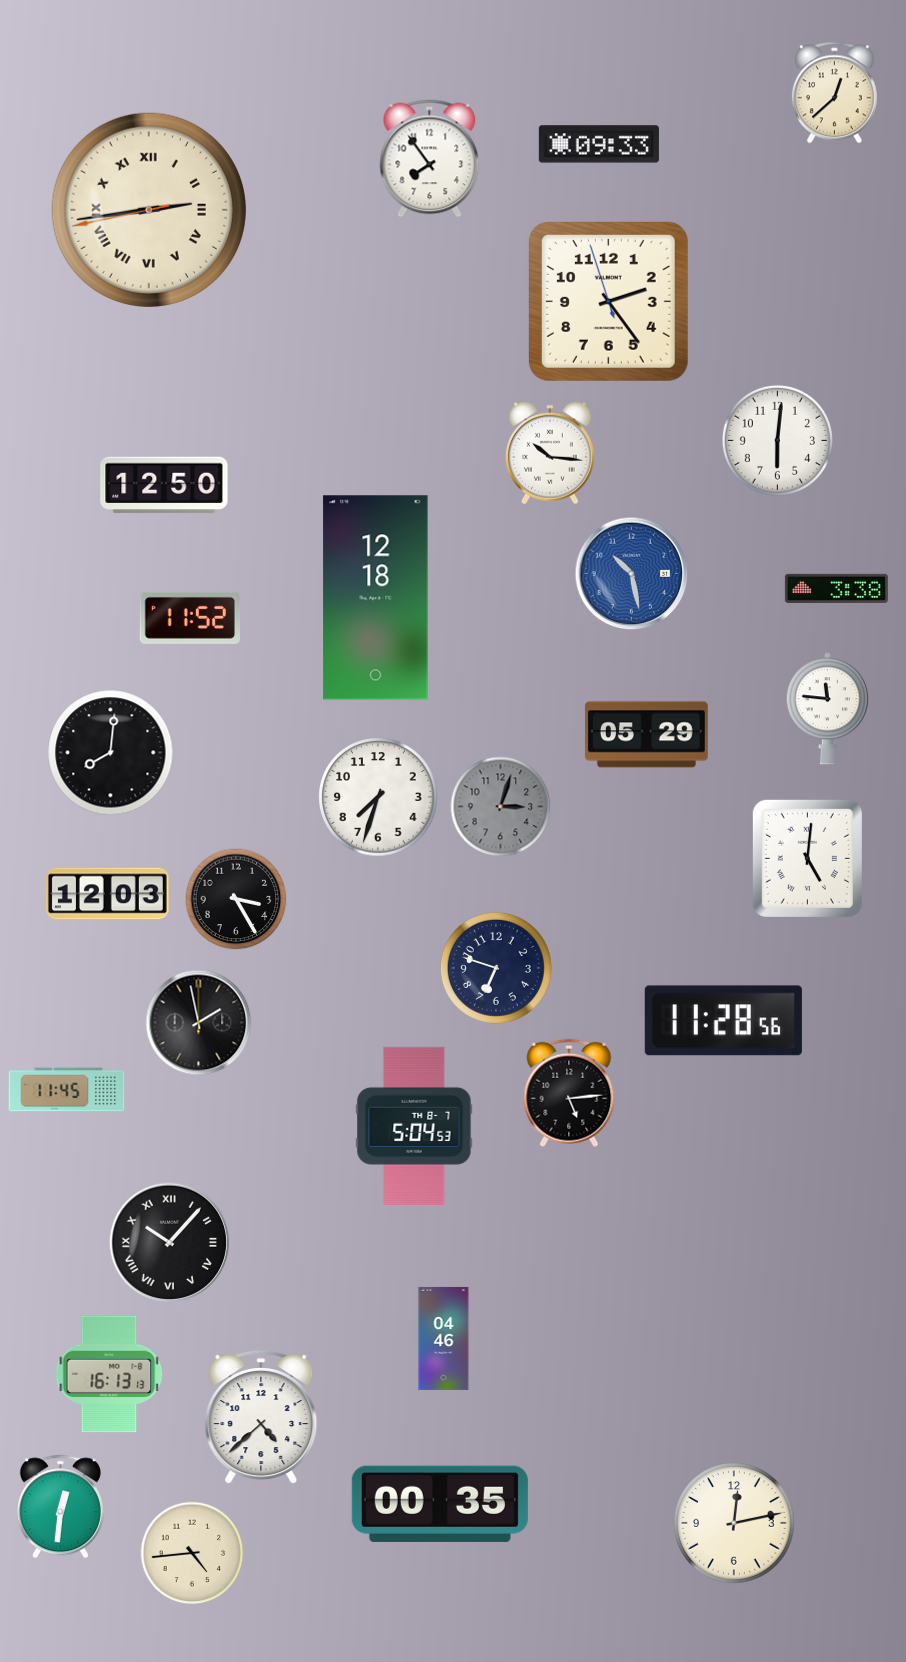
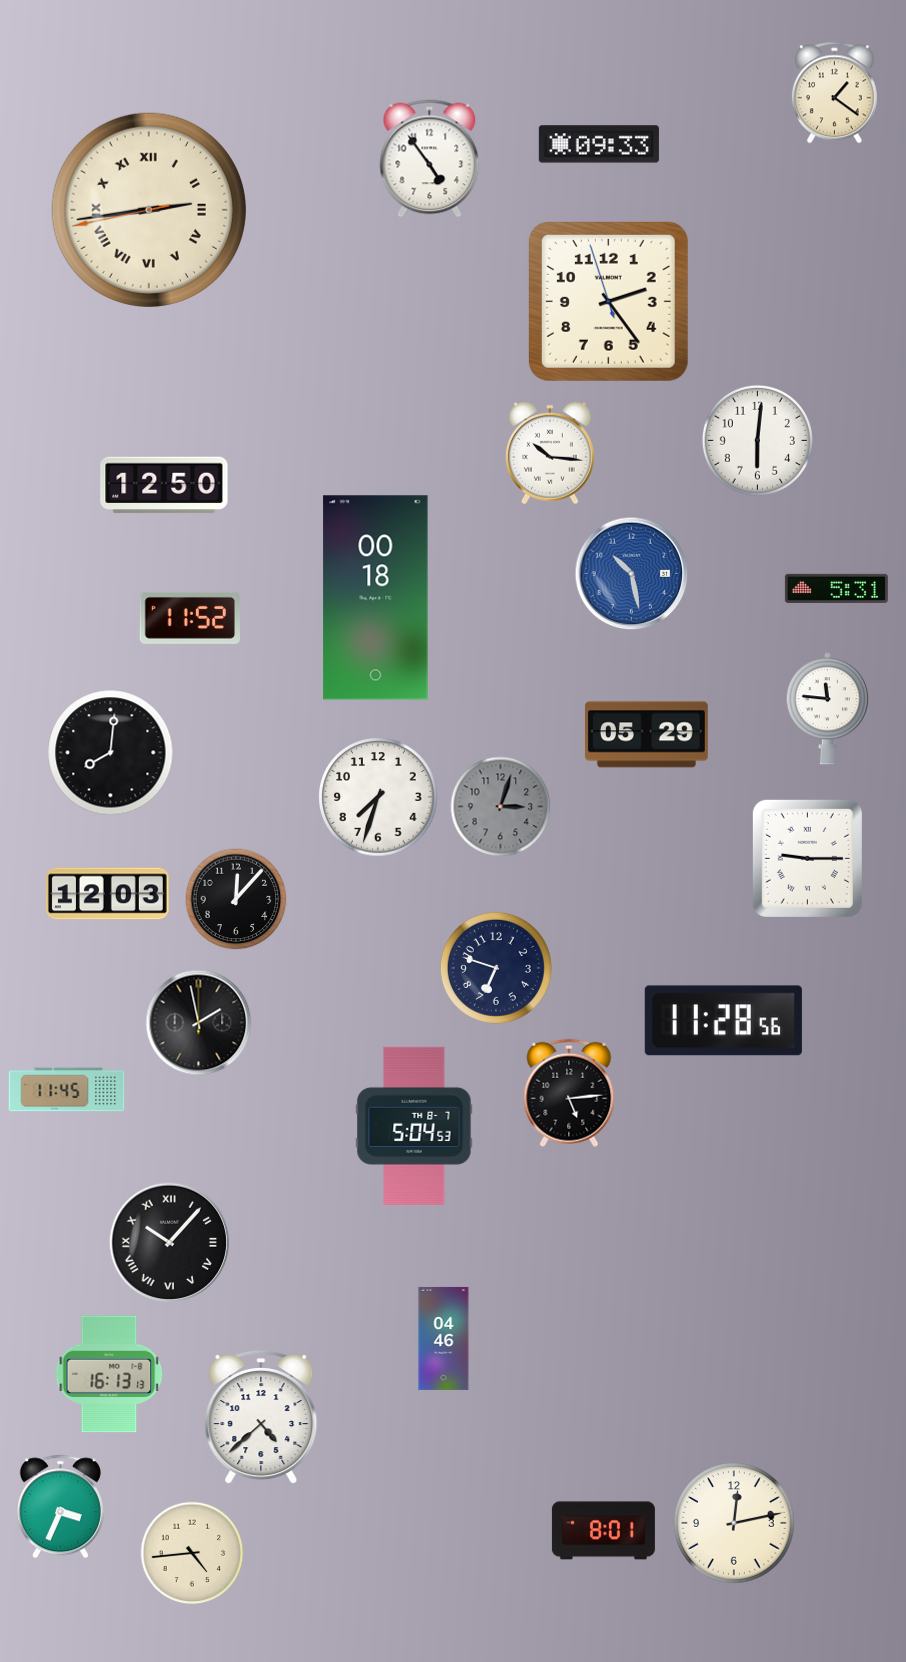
clock at (834, 93): 12:38 -> 1:21
clock at (430, 159): 7:54 -> 4:54
clock at (777, 440) position: (777, 440) -> (757, 440)
clock at (836, 588): 3:38 -> 5:31
clock at (376, 598): 12:18 -> 00:18
clock at (807, 858): 5:01 -> 9:15
clock at (236, 899): 3:25 -> 12:07
clock at (440, 1504): 00:35 -> none
clock at (60, 1507): 12:31 -> 3:34
clock at (603, 1531): none -> 8:01
